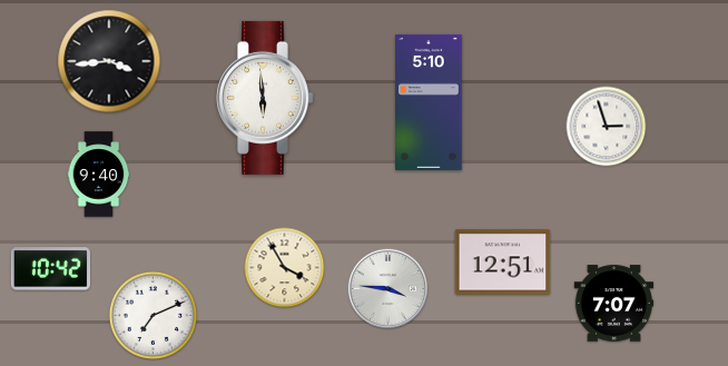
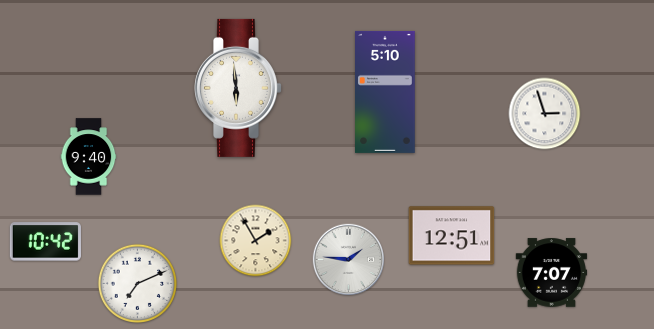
clock at (109, 61): 3:44 -> none
clock at (285, 268): 3:55 -> 1:55
clock at (388, 289): 3:46 -> 1:46
